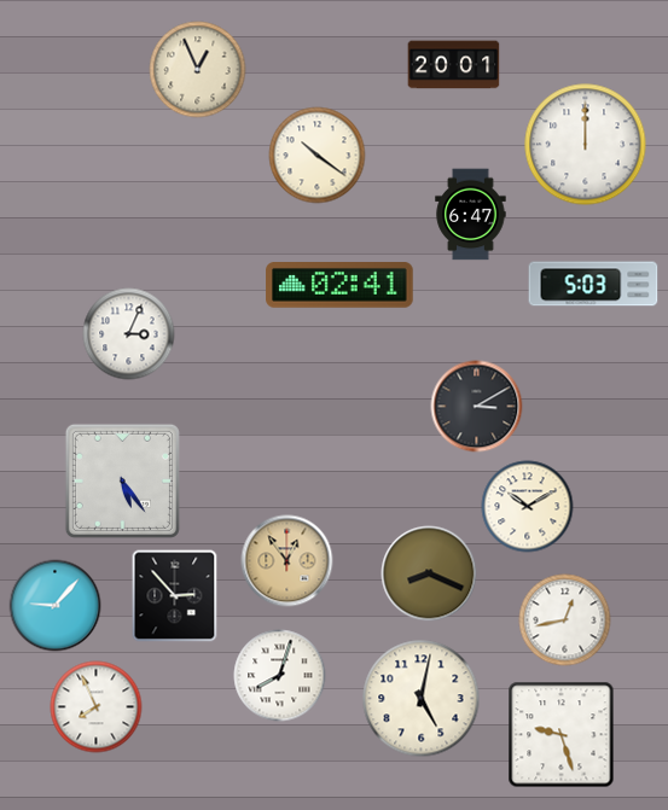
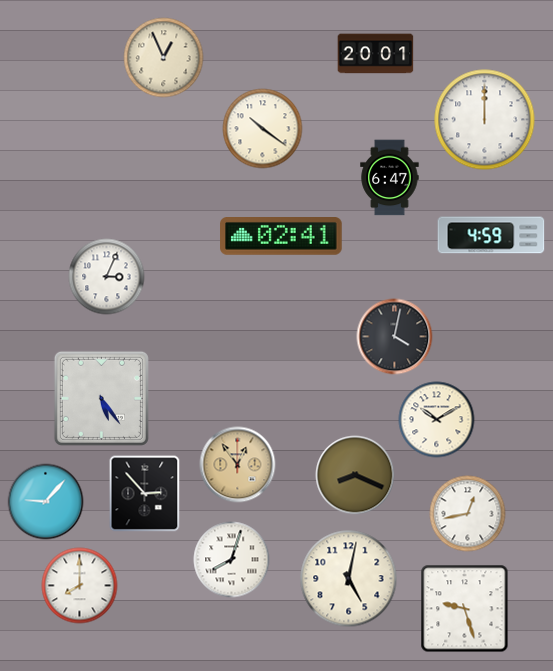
clock at (593, 284): 5:03 -> 4:59
clock at (477, 407): 3:10 -> 4:02
clock at (97, 707): 7:56 -> 8:00
